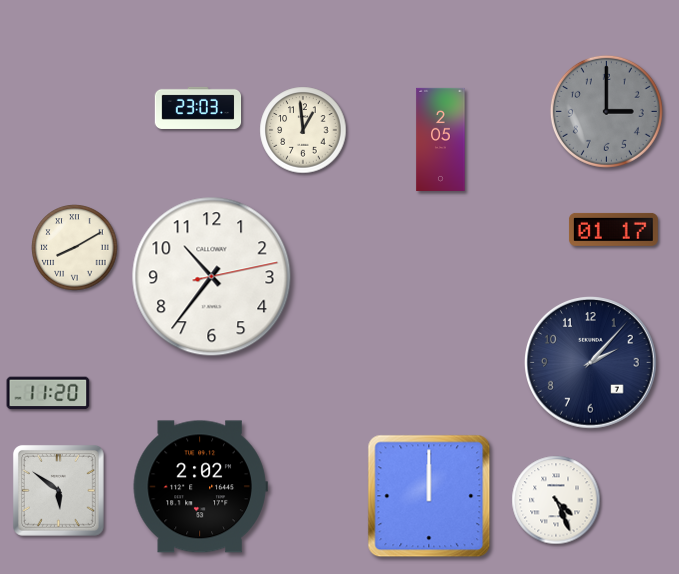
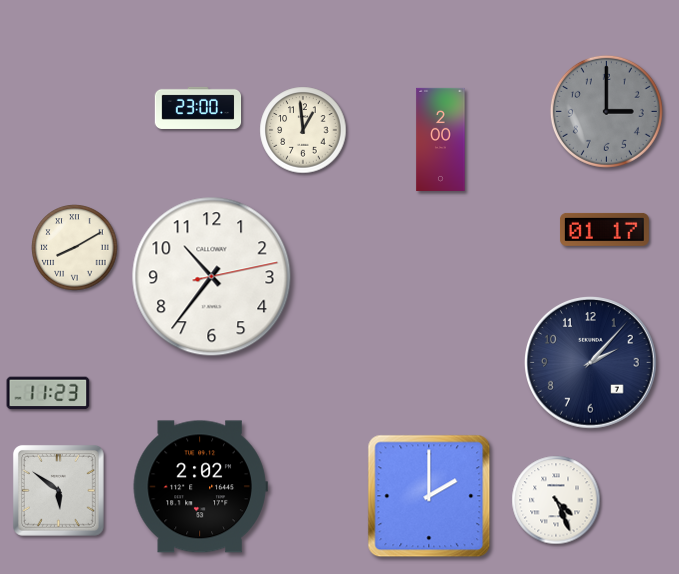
clock at (198, 108): 23:03 -> 23:00
clock at (441, 139): 2:05 -> 2:00
clock at (613, 229) position: (613, 229) -> (604, 229)
clock at (48, 393): 11:20 -> 11:23
clock at (429, 496): 12:00 -> 2:00
